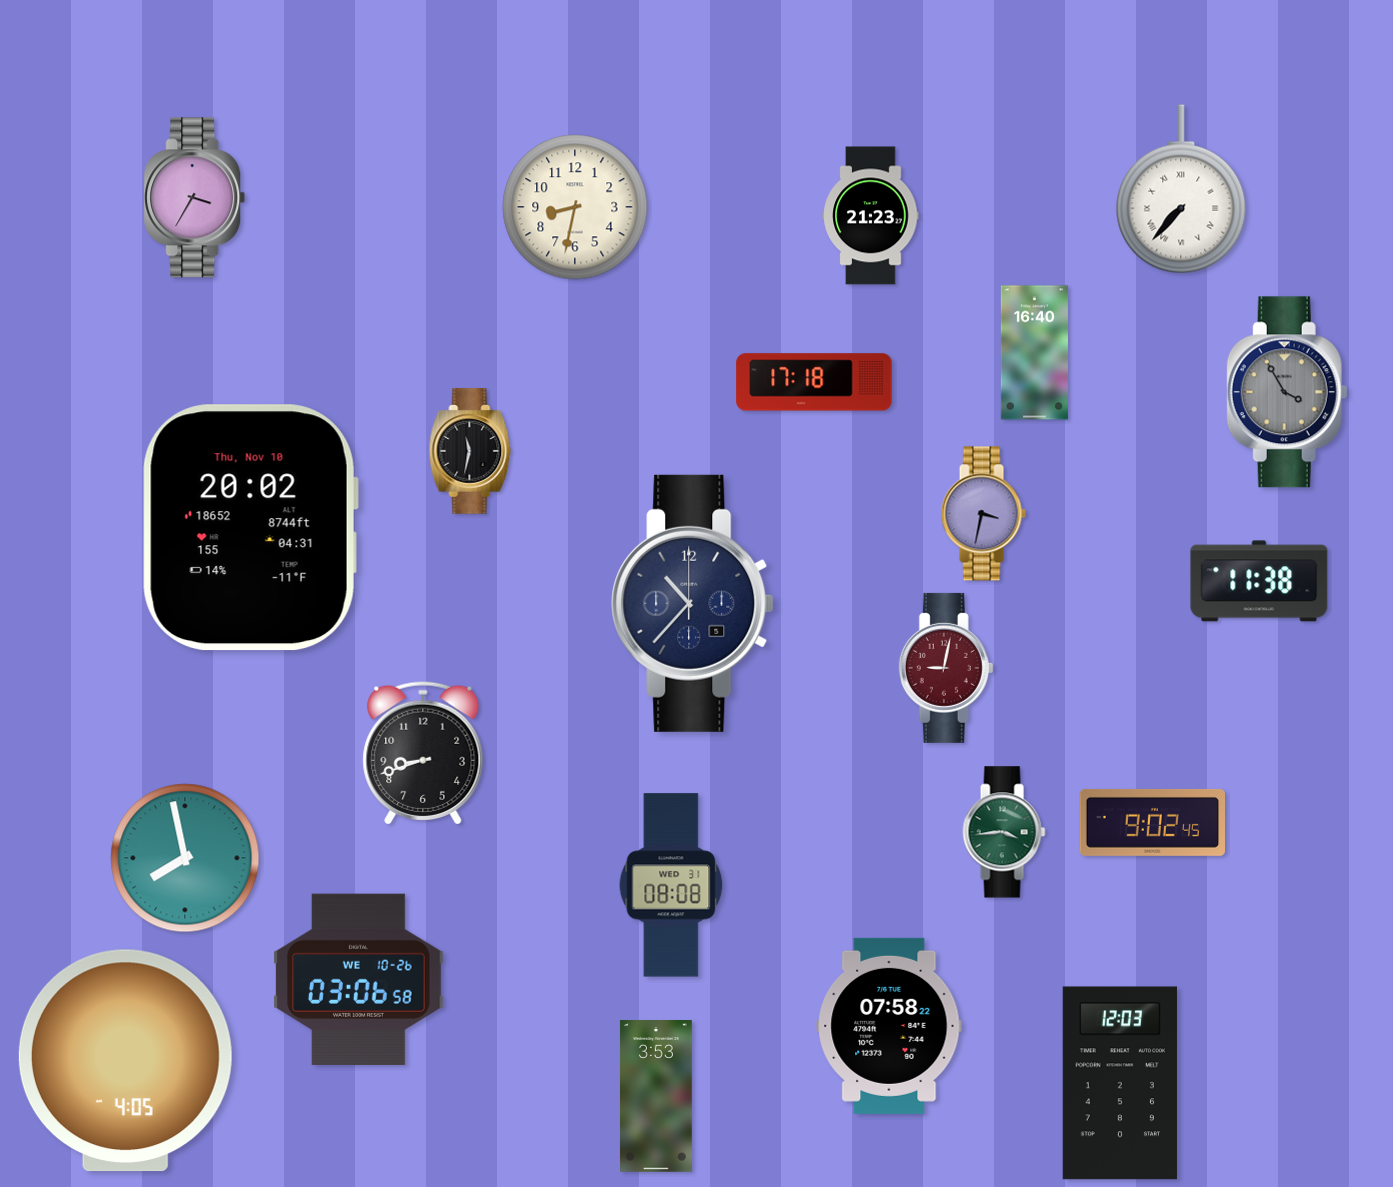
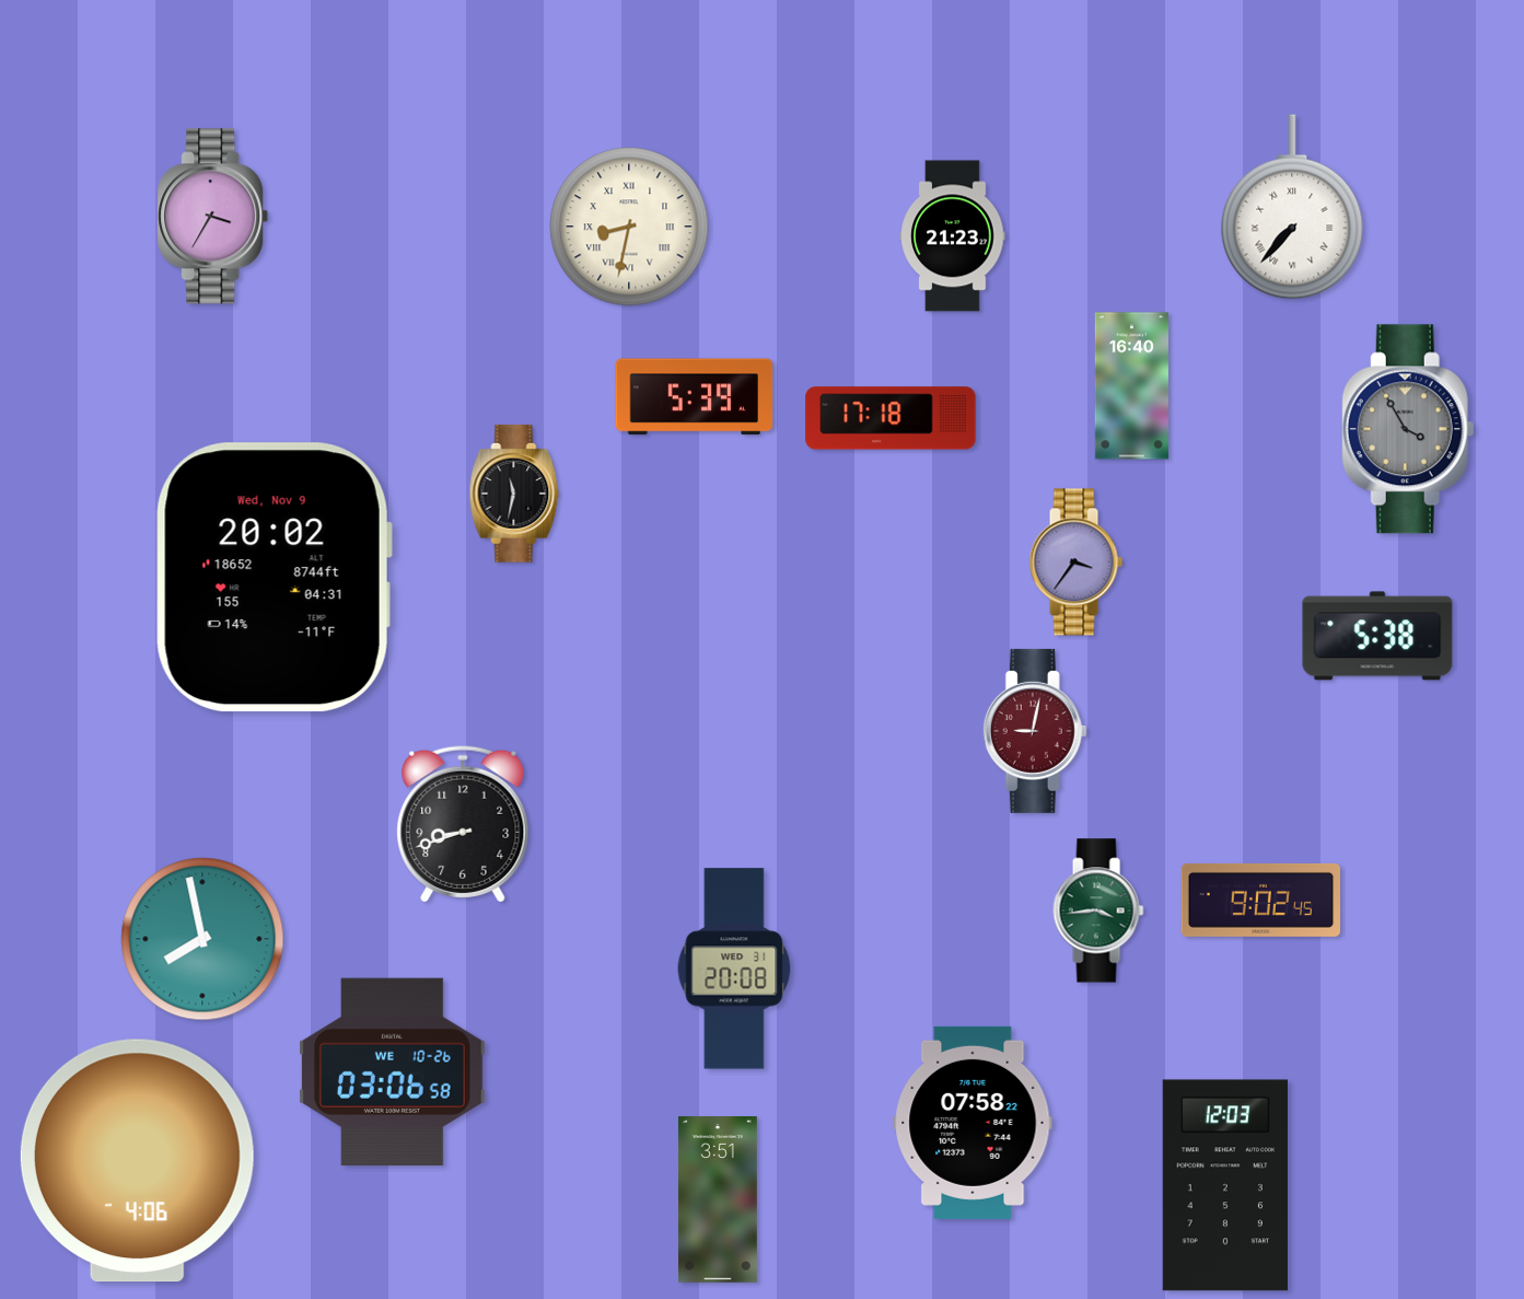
clock at (575, 207) numerals: Arabic -> Roman
clock at (695, 397): none -> 5:39
clock at (983, 514): 3:32 -> 3:36
clock at (250, 528) date: Thu, Nov 10 -> Wed, Nov 9
clock at (1259, 581): 11:38 -> 5:38
clock at (693, 603): 10:37 -> none
clock at (671, 885): 08:08 -> 20:08
clock at (125, 1061): 4:05 -> 4:06
clock at (656, 1097): 3:53 -> 3:51
